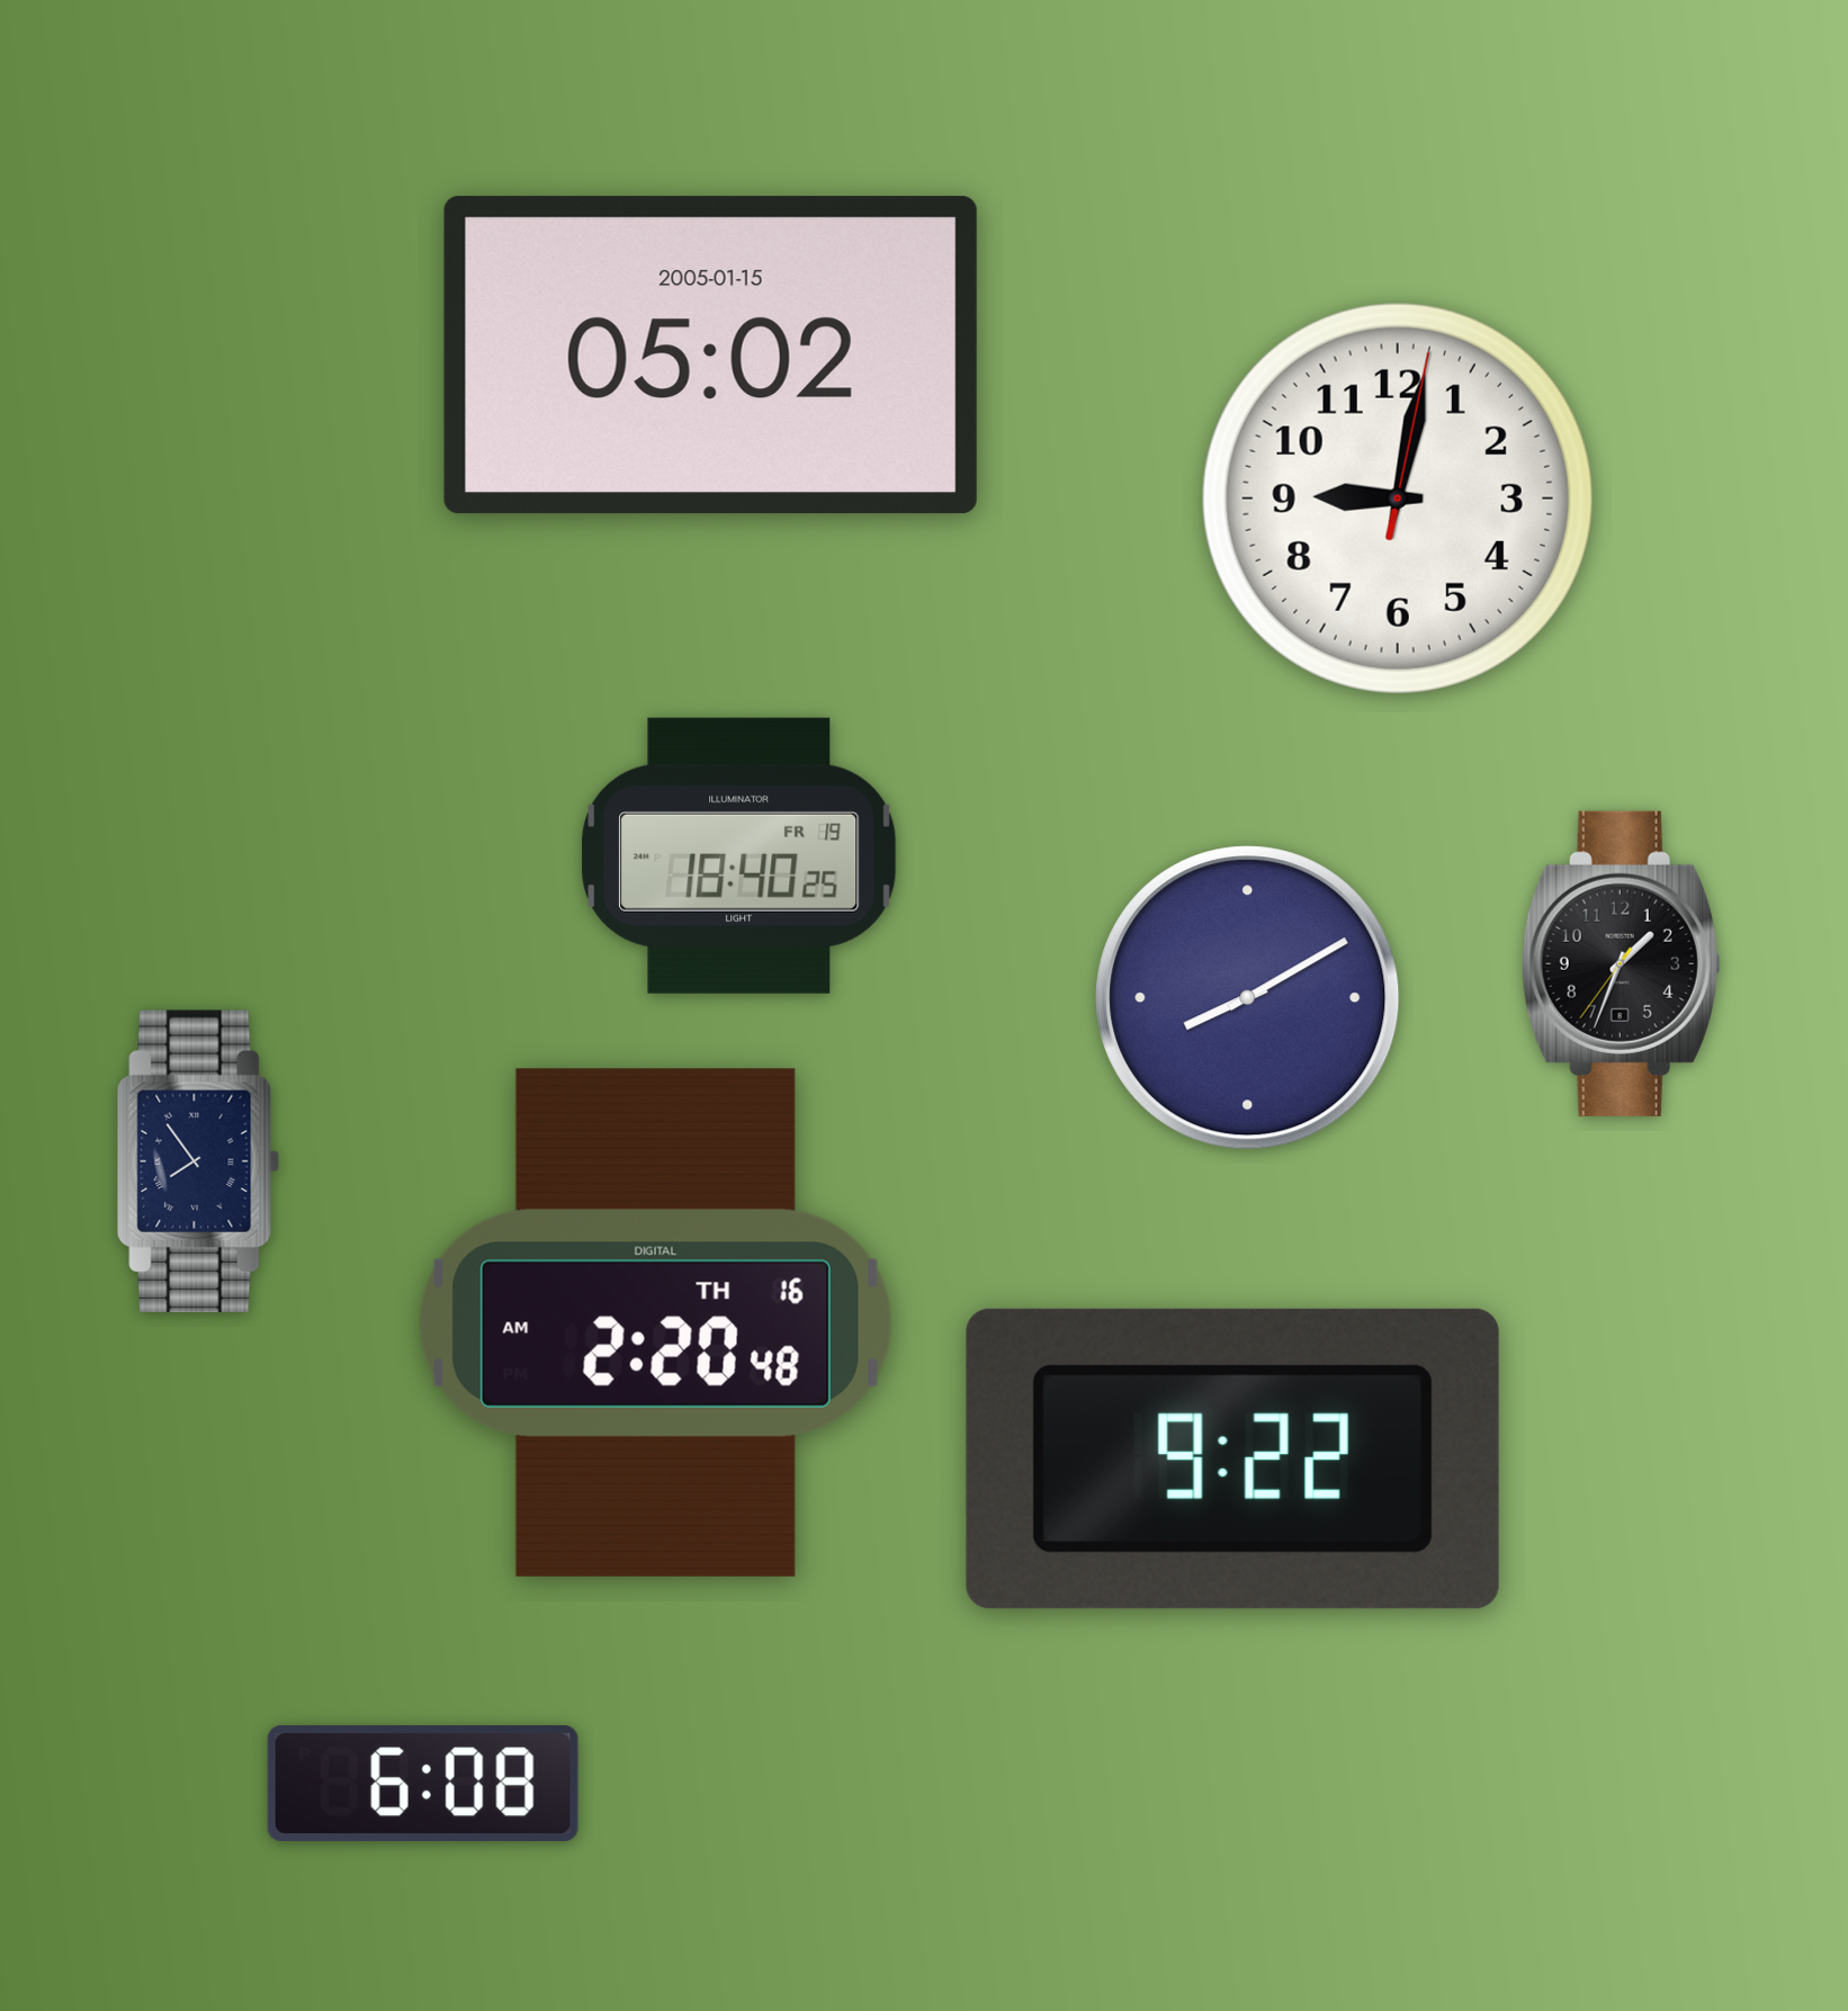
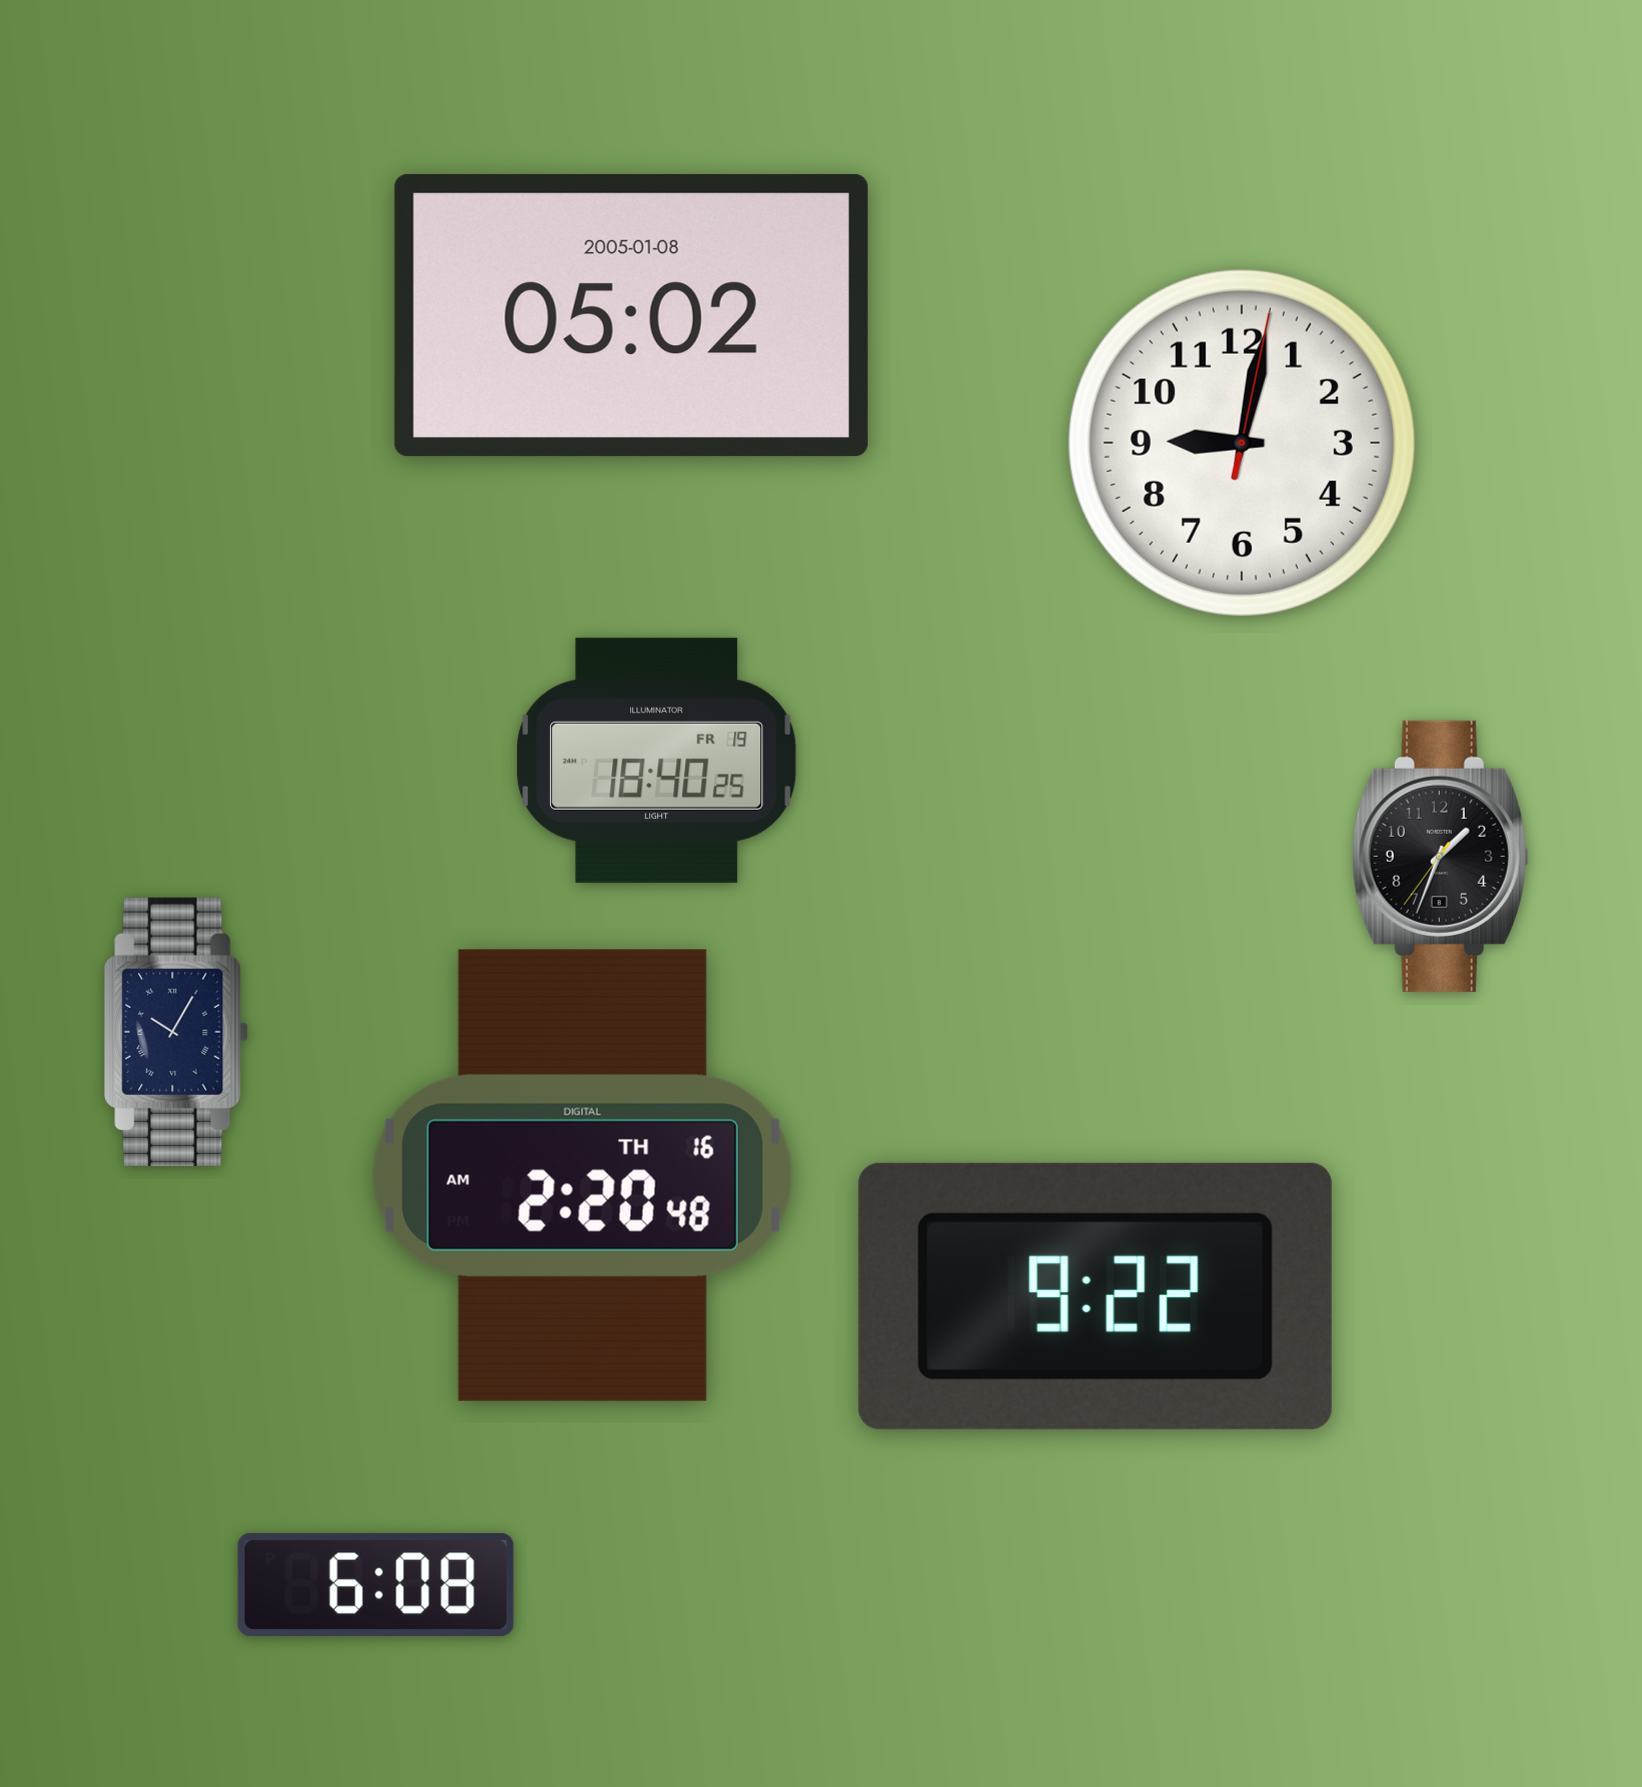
clock at (710, 356) date: 2005-01-15 -> 2005-01-08
clock at (1248, 998): 8:10 -> none
clock at (198, 1161): 7:54 -> 10:05
